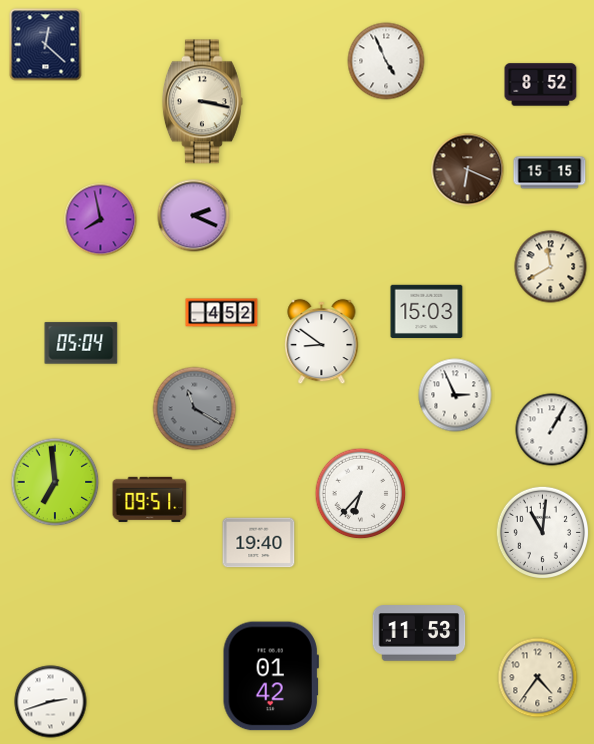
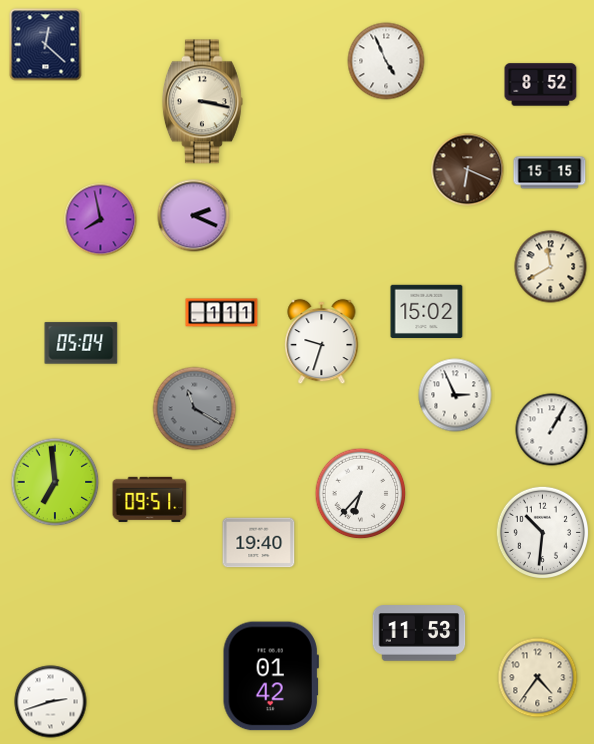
clock at (427, 311): 15:03 -> 15:02
clock at (222, 313): 4:52 -> 1:11
clock at (322, 342): 8:51 -> 9:33
clock at (543, 532): 11:01 -> 10:31
